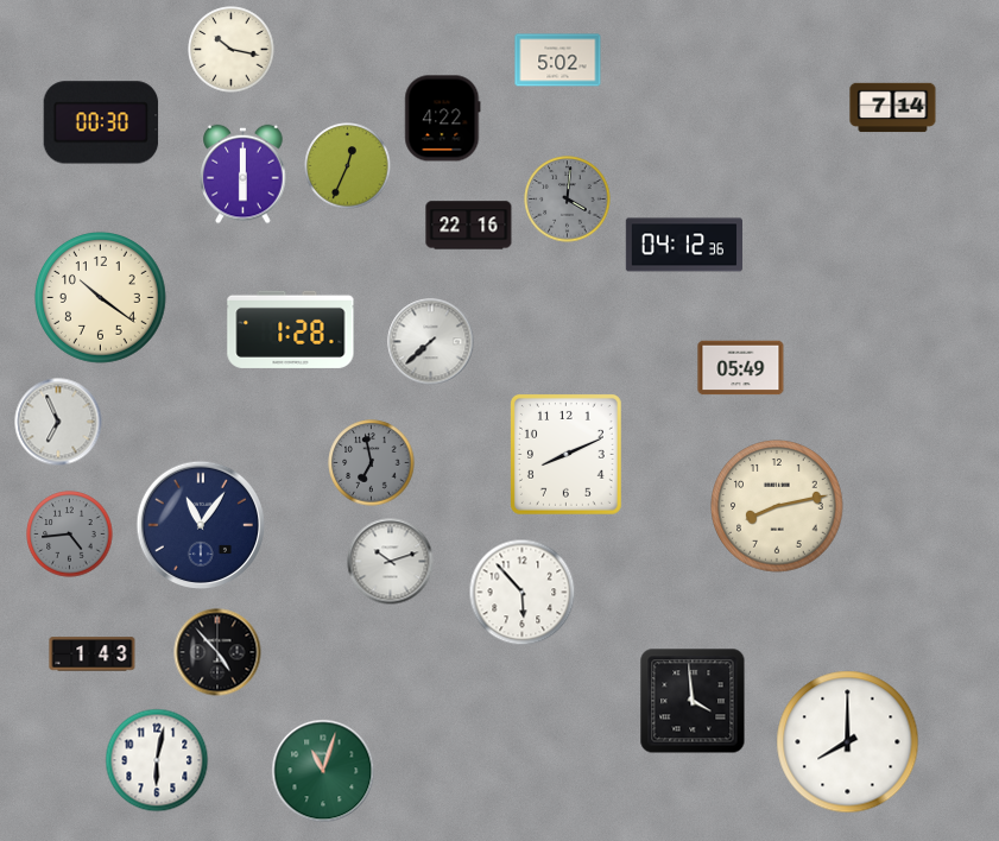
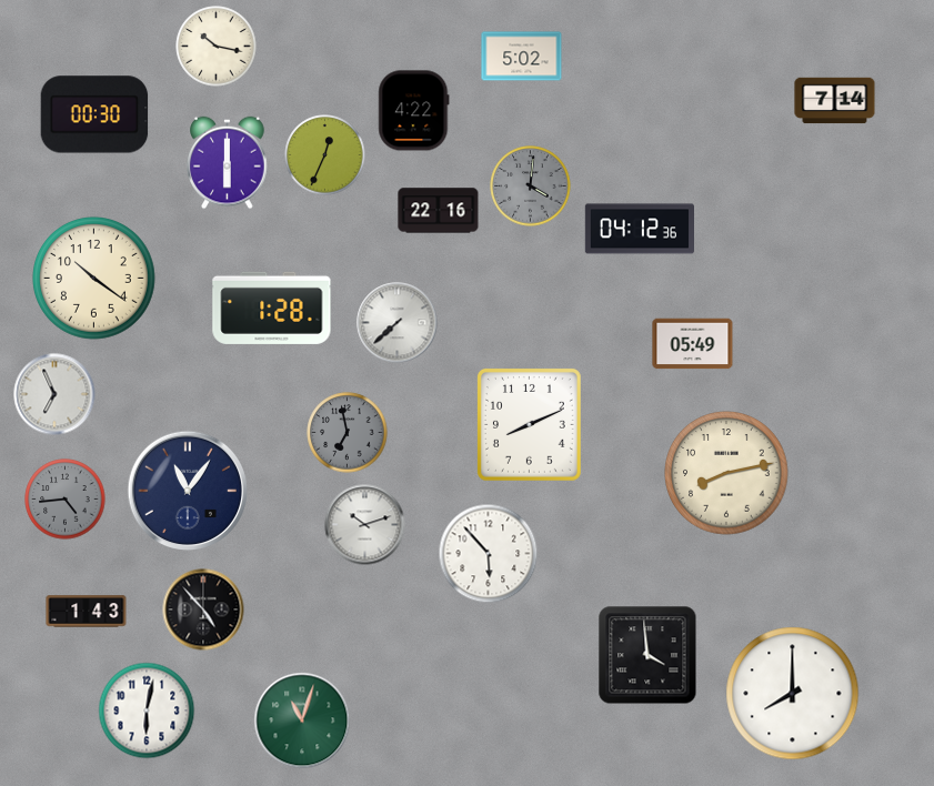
clock at (431, 342) position: (431, 342) -> (398, 323)
